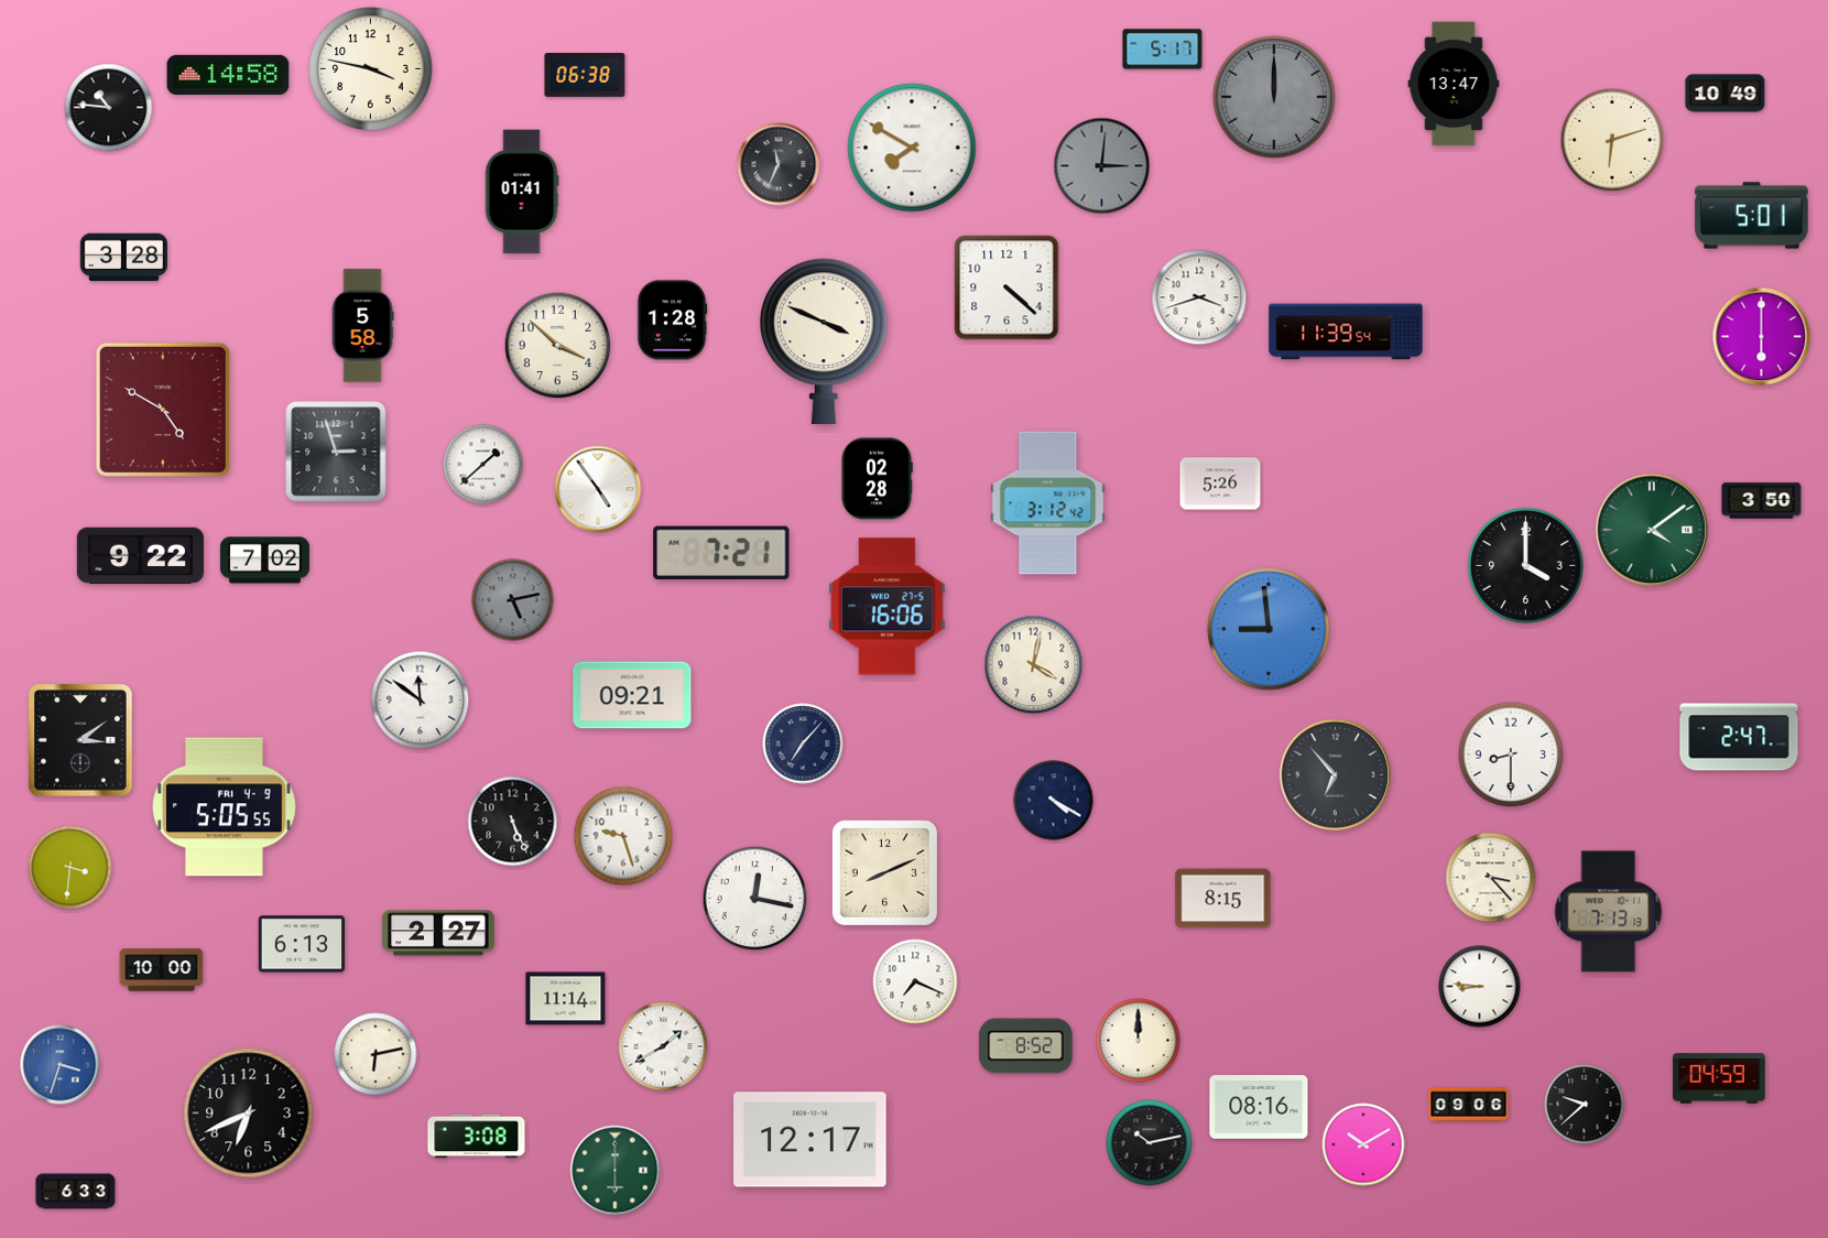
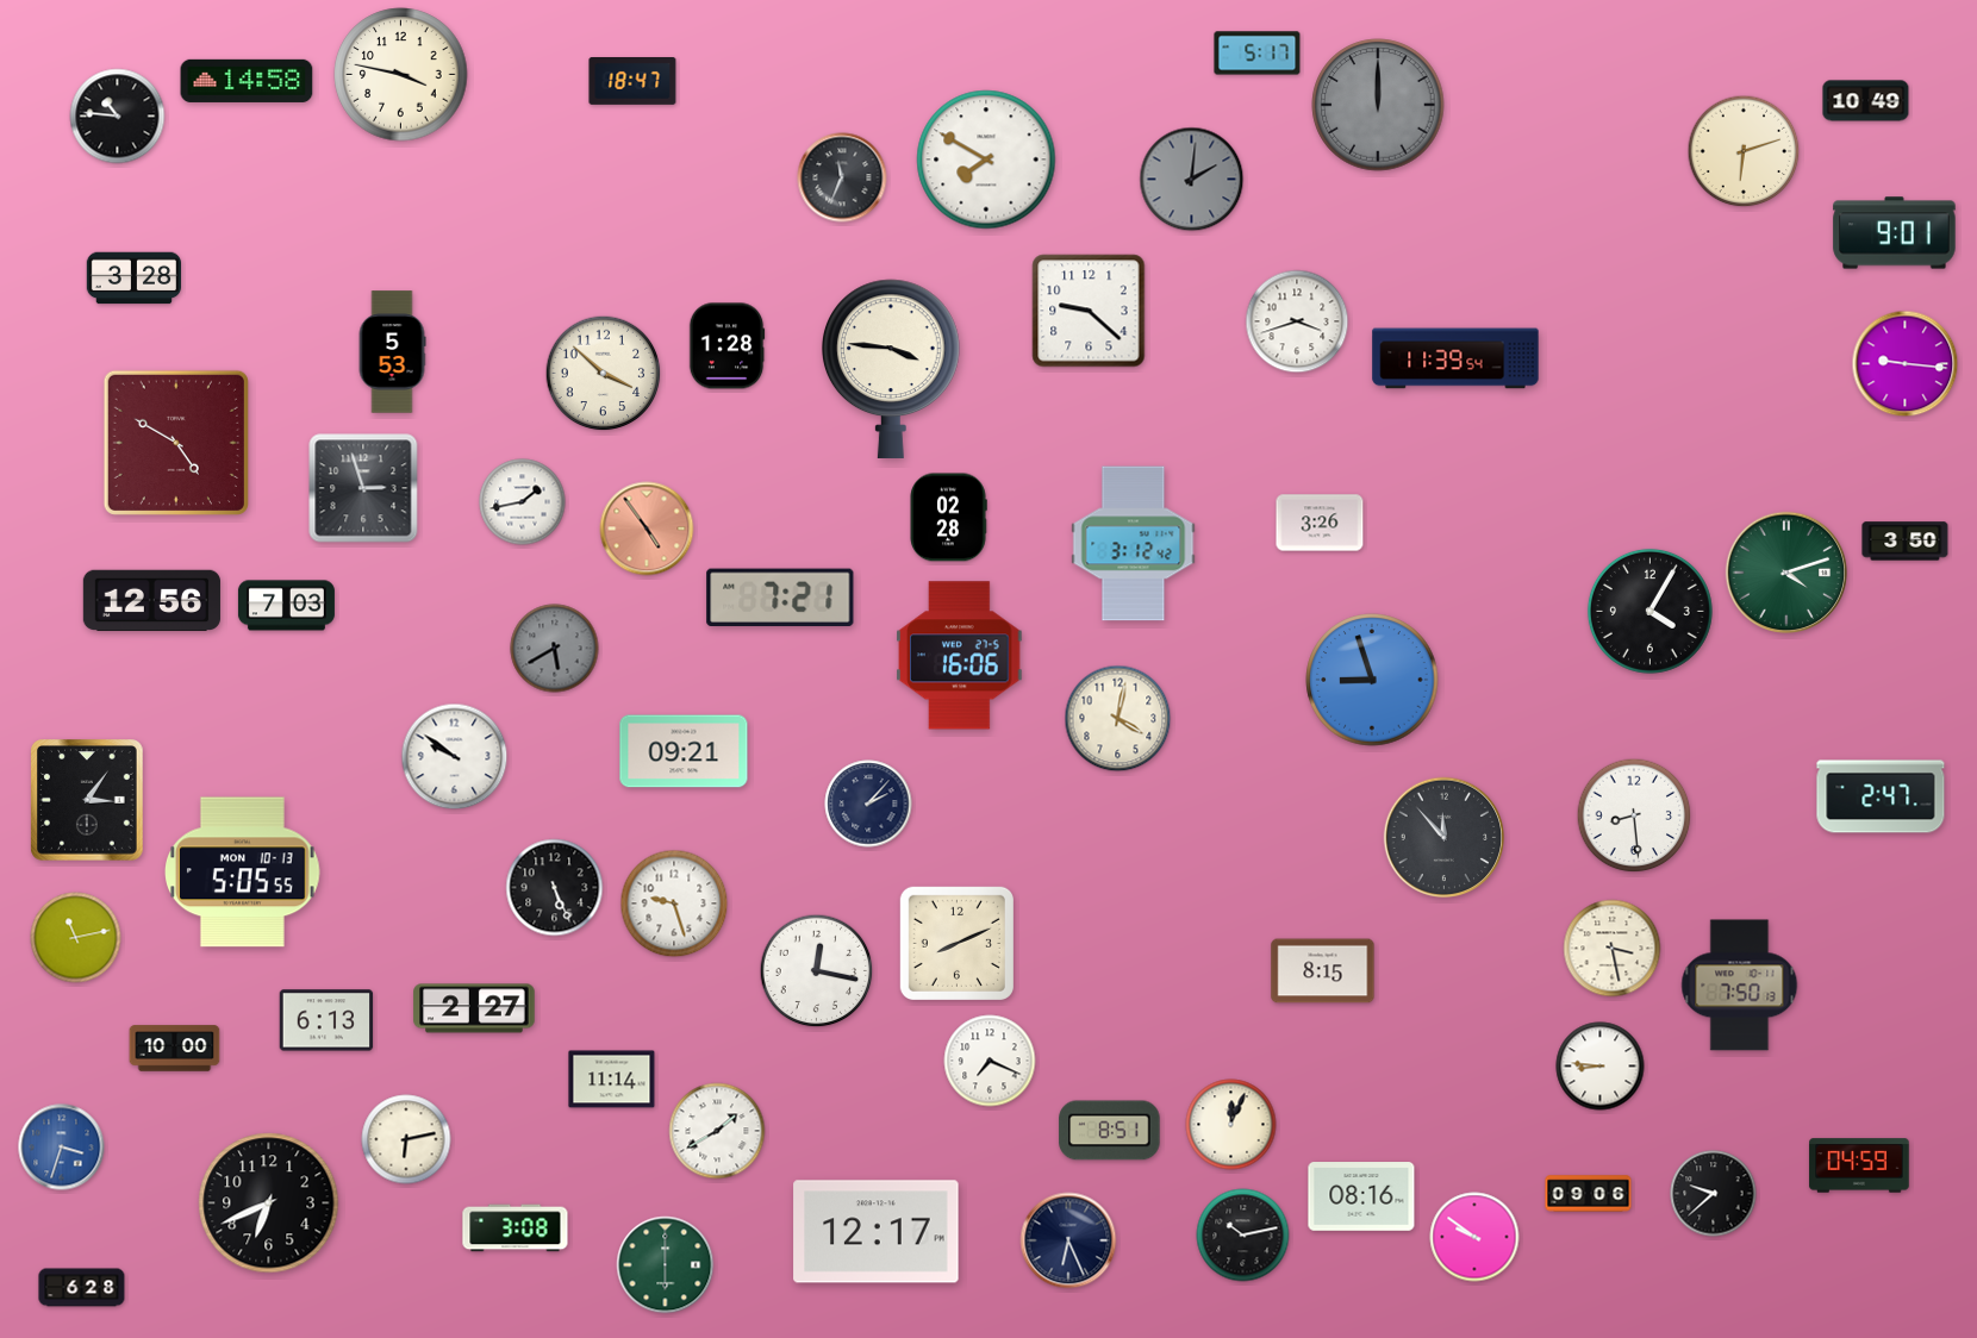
clock at (585, 76): 06:38 -> 18:47
clock at (1454, 84): 13:47 -> none
clock at (1102, 166): 3:01 -> 2:01
clock at (522, 192): 01:41 -> none
clock at (1752, 216): 5:01 -> 9:01
clock at (1007, 287): 4:22 -> 9:22
clock at (362, 326): 5:58 -> 5:53
clock at (1762, 337): 6:00 -> 9:16
clock at (824, 341): 3:49 -> 3:46
clock at (483, 465): 1:38 -> 1:43
clock at (1220, 484): 5:26 -> 3:26
clock at (598, 489) dial: white -> salmon
clock at (1652, 530): 4:09 -> 4:12
clock at (140, 556): 9:22 -> 12:56
clock at (264, 561): 7:02 -> 7:03
clock at (1525, 565): 4:00 -> 4:05
clock at (513, 600): 5:13 -> 5:40
clock at (1269, 629): 8:59 -> 8:57
clock at (421, 701): 11:51 -> 9:51
clock at (80, 740): 3:09 -> 3:06
clock at (803, 743): 7:07 -> 2:07
clock at (1511, 754): 8:30 -> 8:29
clock at (1336, 775): 6:53 -> 11:53
clock at (1054, 801): 4:20 -> none
clock at (225, 807) date: FRI 4-9 -> MON 10-13
clock at (70, 868): 3:31 -> 11:13
clock at (1491, 878): 3:23 -> 3:28
clock at (1609, 912): 7:13 -> 7:50
clock at (1139, 1041): 12:00 -> 12:04
clock at (1026, 1046): 8:52 -> 8:51
clock at (61, 1065) position: (61, 1065) -> (62, 1148)
clock at (1363, 1144): 10:10 -> 9:51
clock at (1068, 1240): none -> 6:26
clock at (76, 1192): 6:33 -> 6:28
